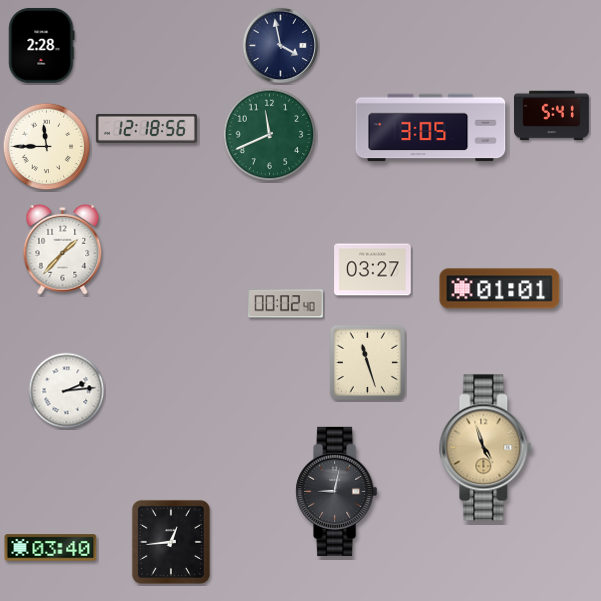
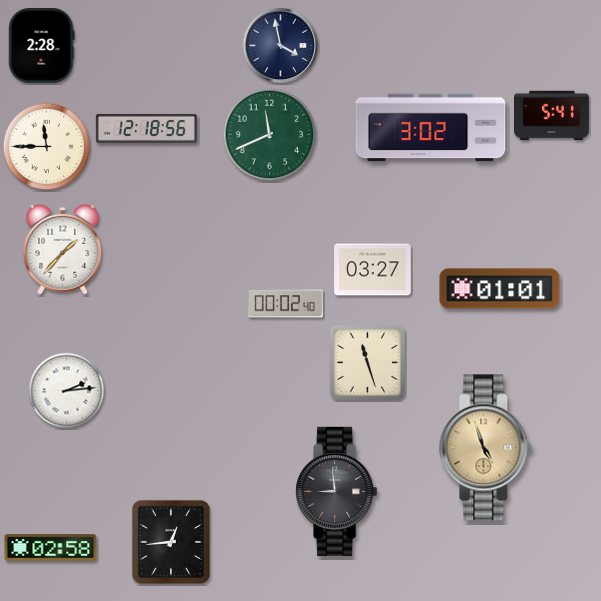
clock at (431, 128): 3:05 -> 3:02
clock at (337, 491): 9:02 -> 8:59
clock at (51, 548): 03:40 -> 02:58
